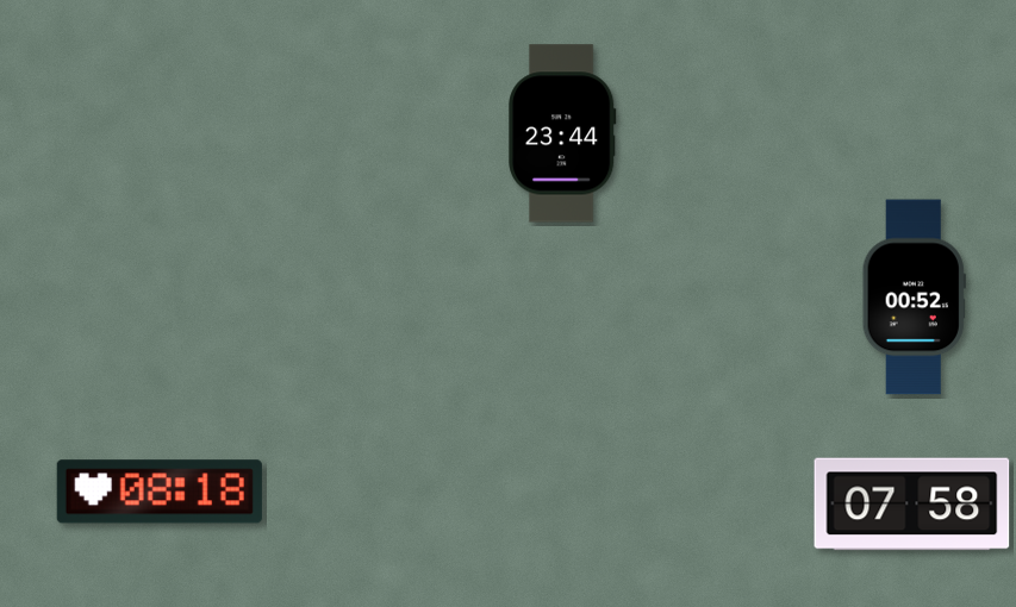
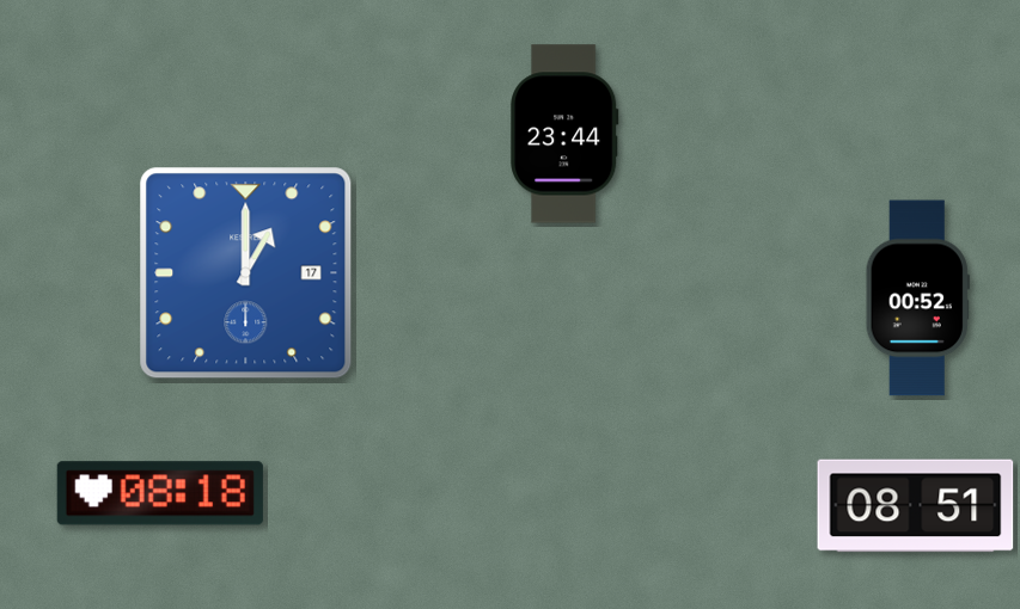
clock at (246, 273): none -> 1:00
clock at (912, 505): 07:58 -> 08:51
